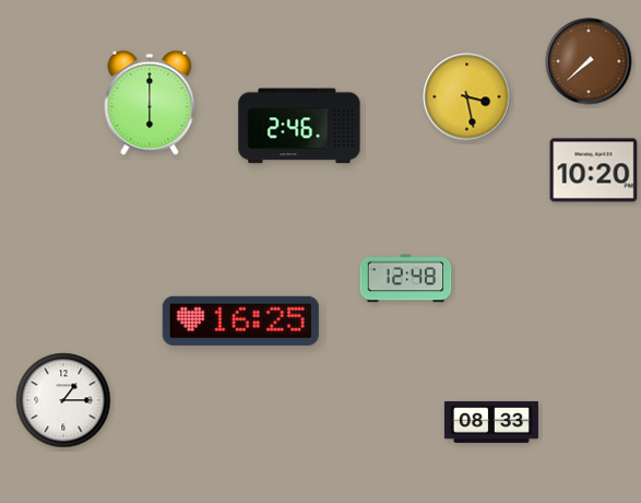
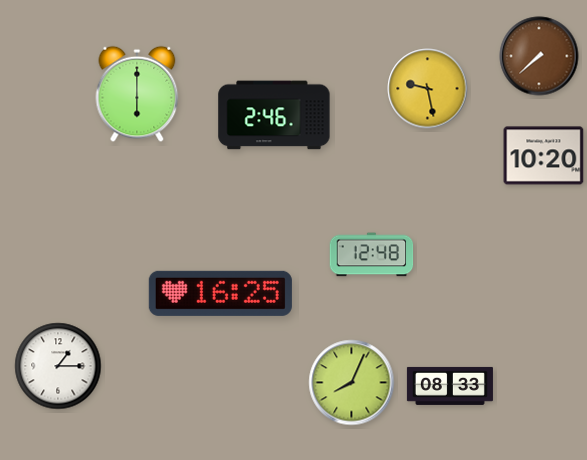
clock at (467, 97): 3:28 -> 9:28
clock at (352, 383): none -> 8:04
